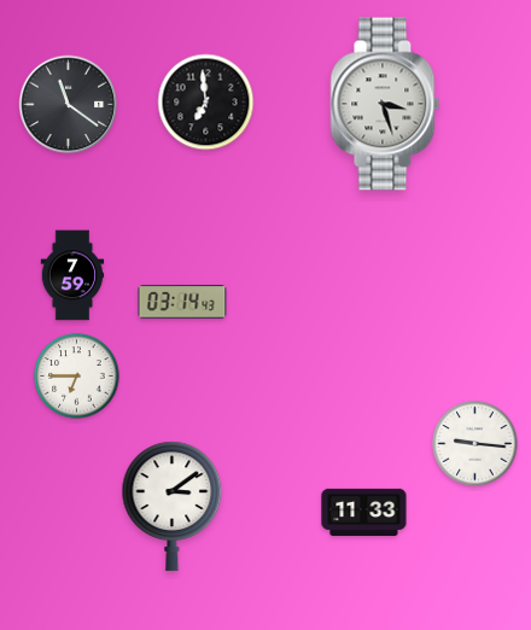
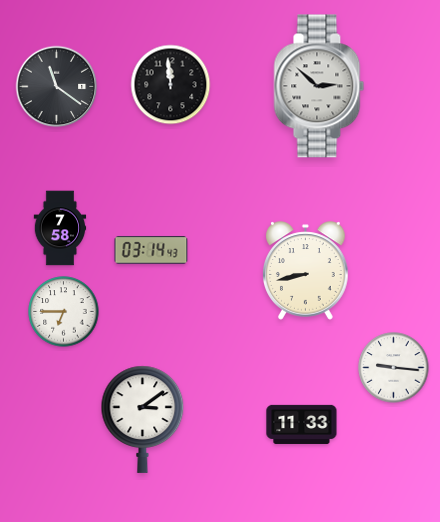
clock at (206, 103): 6:59 -> 11:59
clock at (385, 104): 3:27 -> 2:52
clock at (72, 275): 7:59 -> 7:58
clock at (306, 271): none -> 8:43
